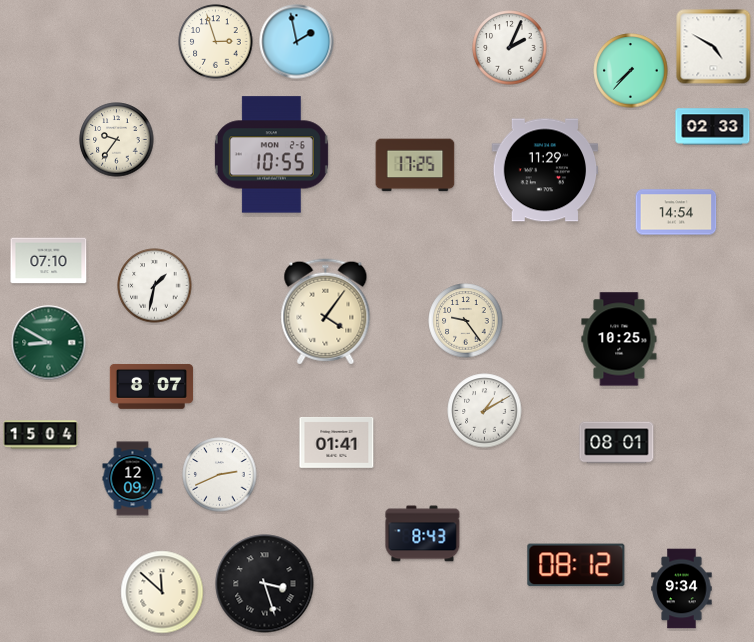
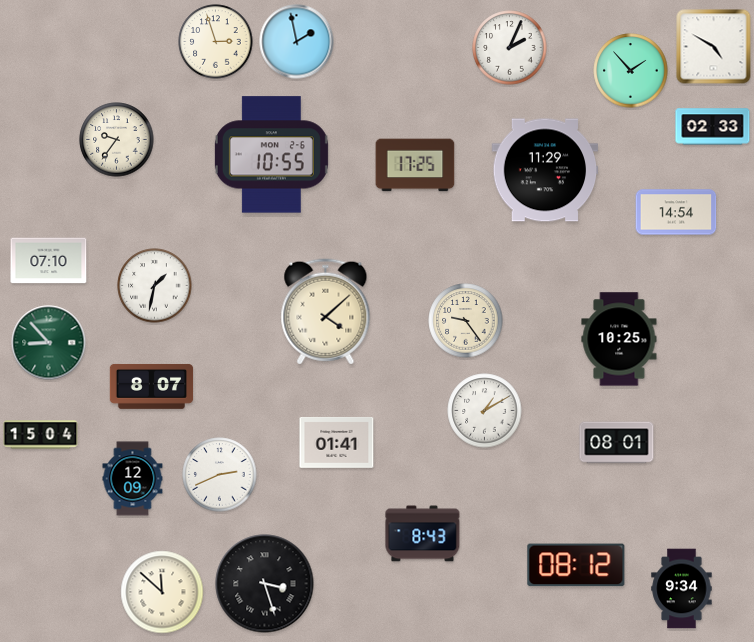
clock at (631, 71): 7:37 -> 1:53
clock at (326, 312): 4:06 -> 4:08
clock at (49, 343): 8:50 -> 8:53
